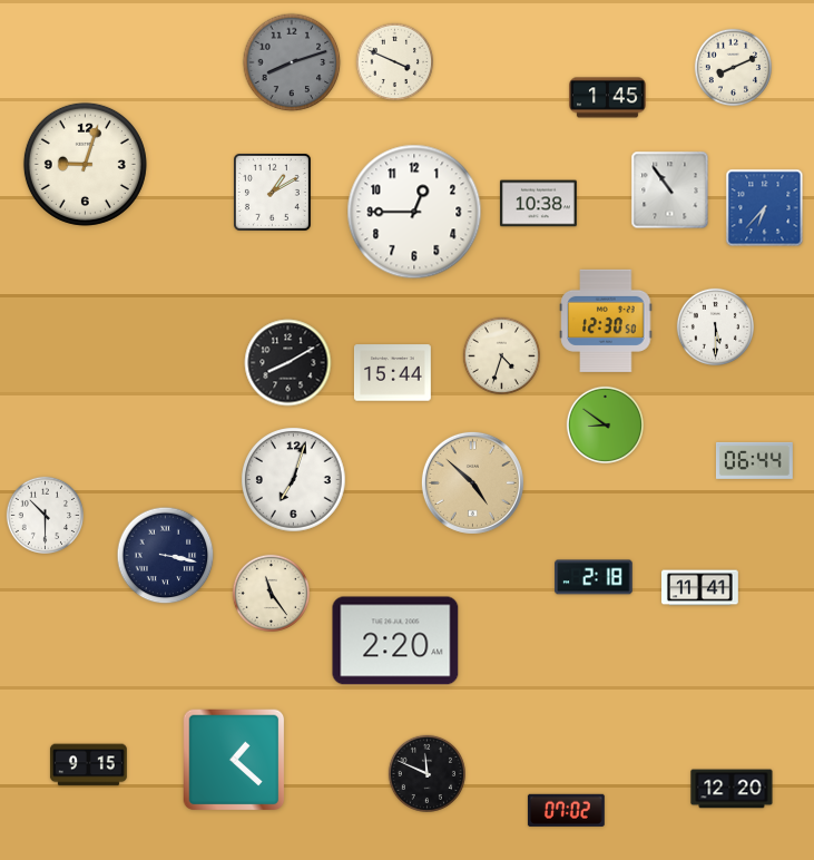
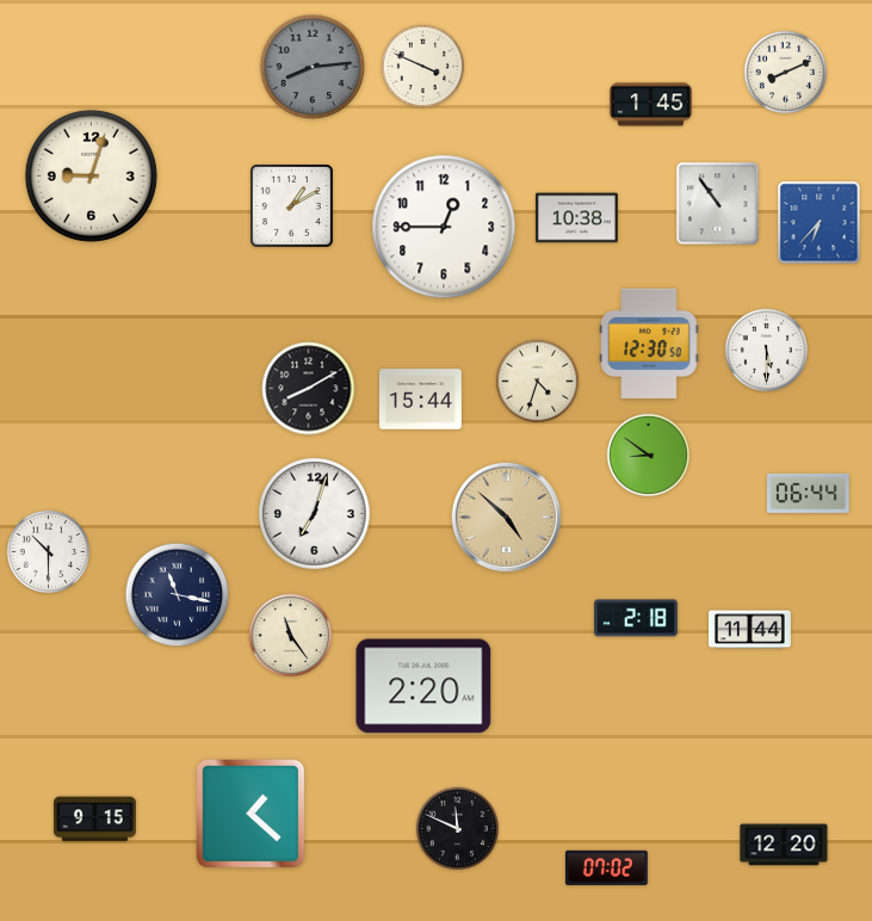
clock at (292, 62): 8:12 -> 8:14
clock at (166, 556): 3:17 -> 11:17
clock at (700, 588): 11:41 -> 11:44
